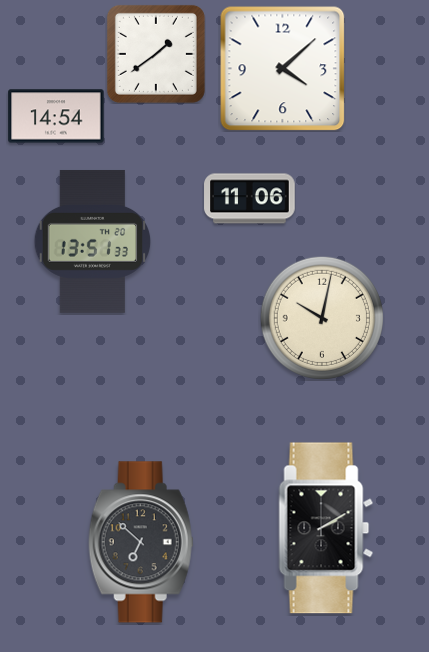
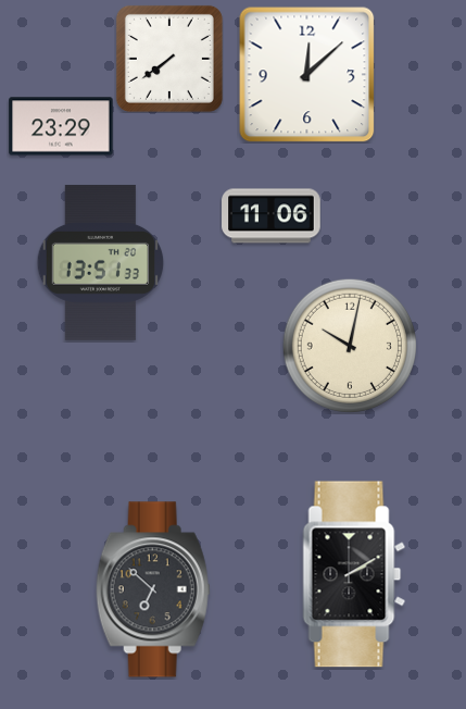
clock at (156, 54): 1:39 -> 7:39
clock at (283, 69): 4:08 -> 12:08
clock at (56, 116): 14:54 -> 23:29
